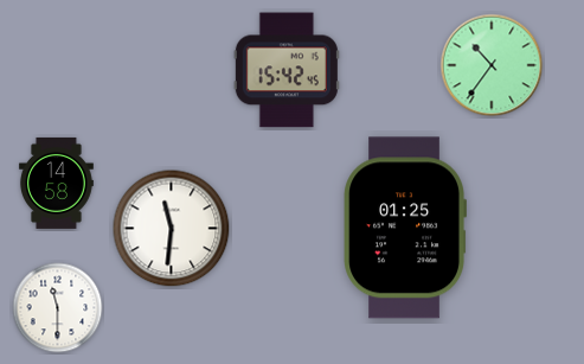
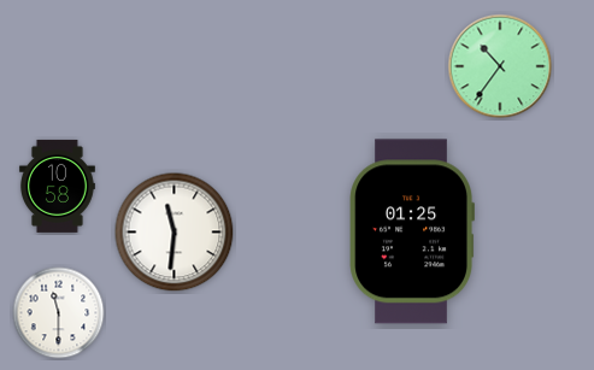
clock at (287, 70): 15:42 -> none
clock at (56, 183): 14:58 -> 10:58
